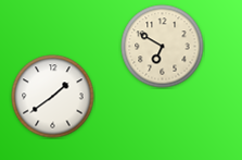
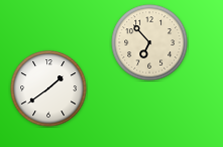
clock at (163, 47): 6:50 -> 6:53
